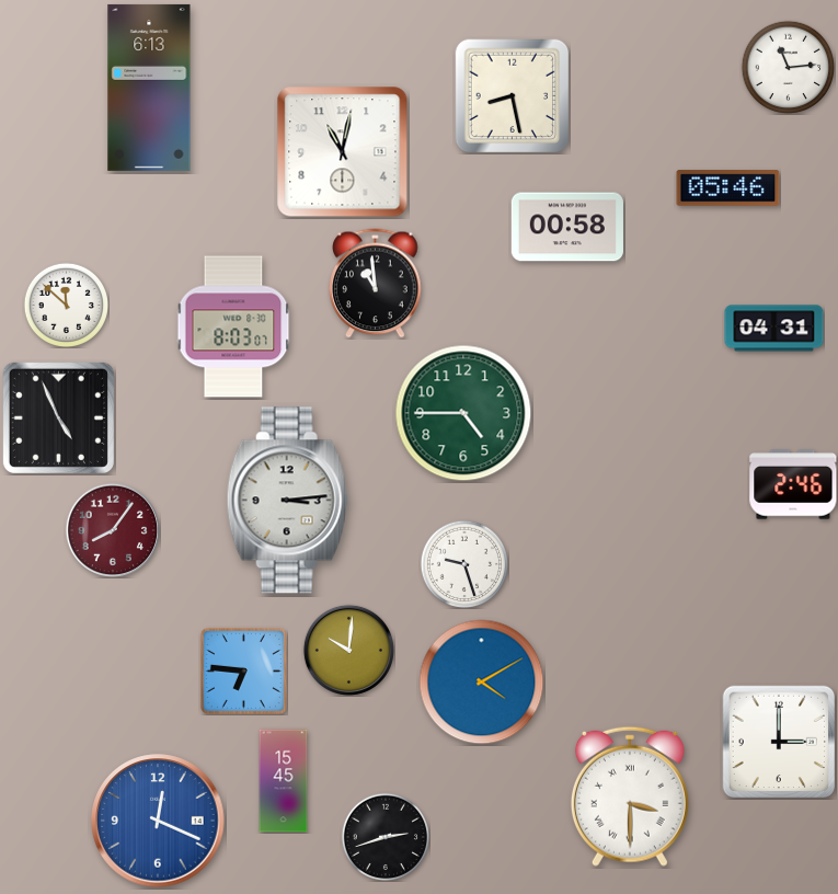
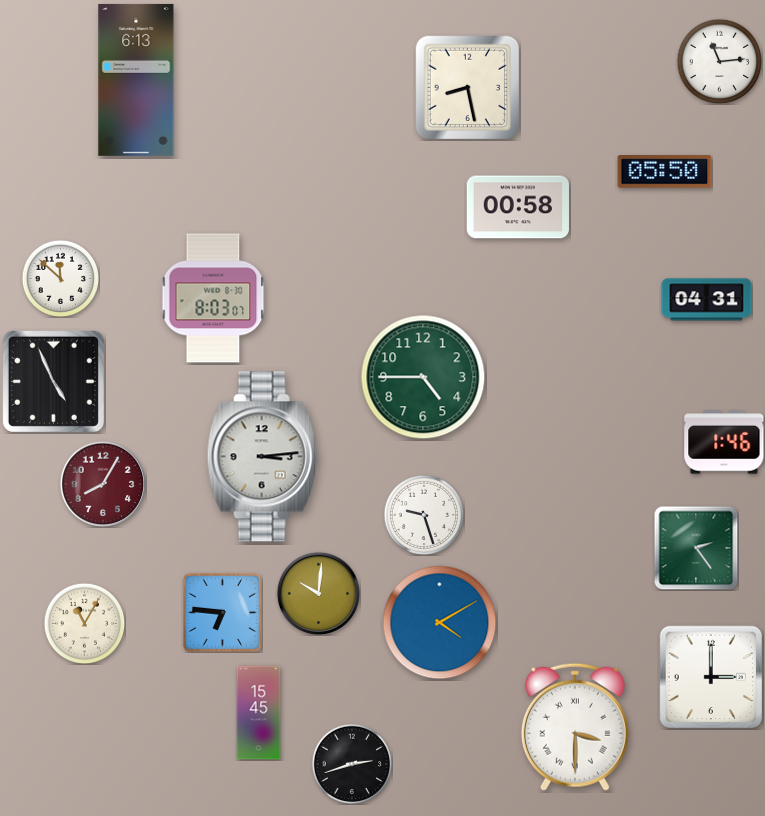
clock at (343, 152): 11:02 -> none
clock at (728, 188): 05:46 -> 05:50
clock at (376, 284): 10:59 -> none
clock at (793, 484): 2:46 -> 1:46
clock at (112, 529): 8:06 -> 8:05
clock at (696, 548): none -> 2:24
clock at (84, 623): none -> 11:05
clock at (158, 821): 12:19 -> none
